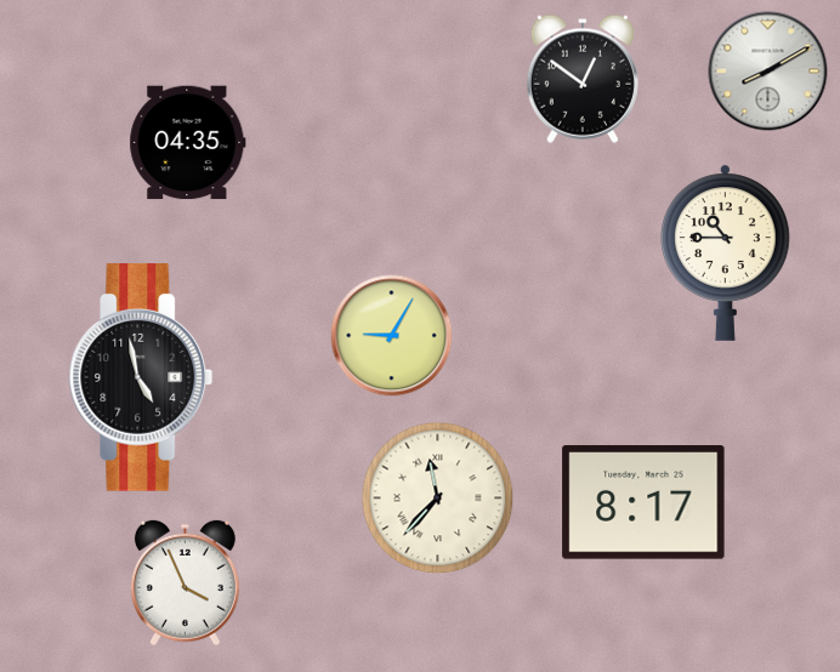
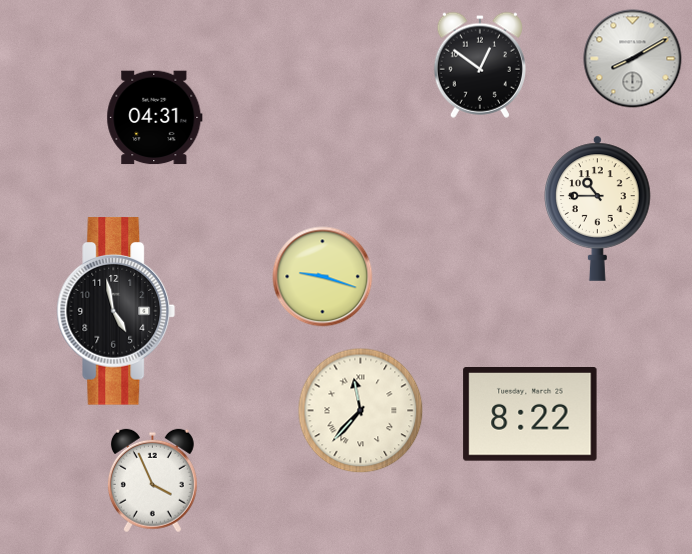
clock at (188, 143): 04:35 -> 04:31
clock at (392, 336): 9:05 -> 9:18
clock at (643, 503): 8:17 -> 8:22
